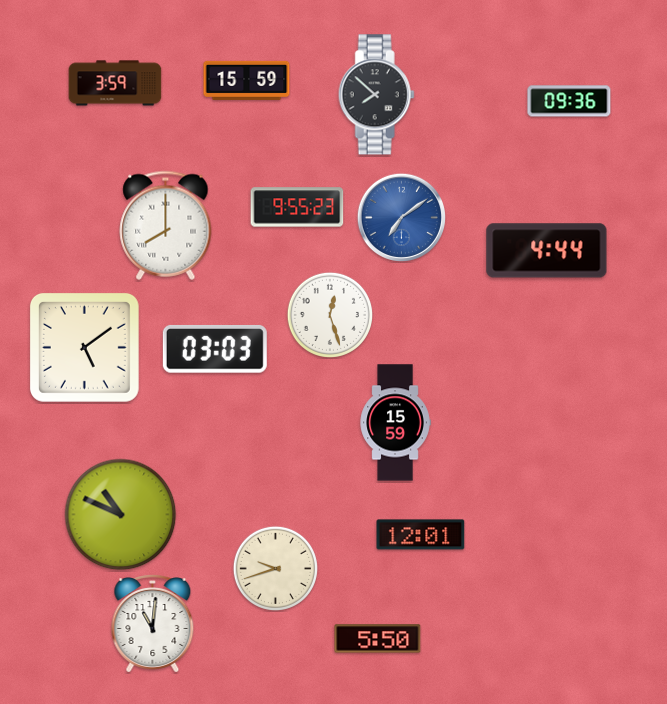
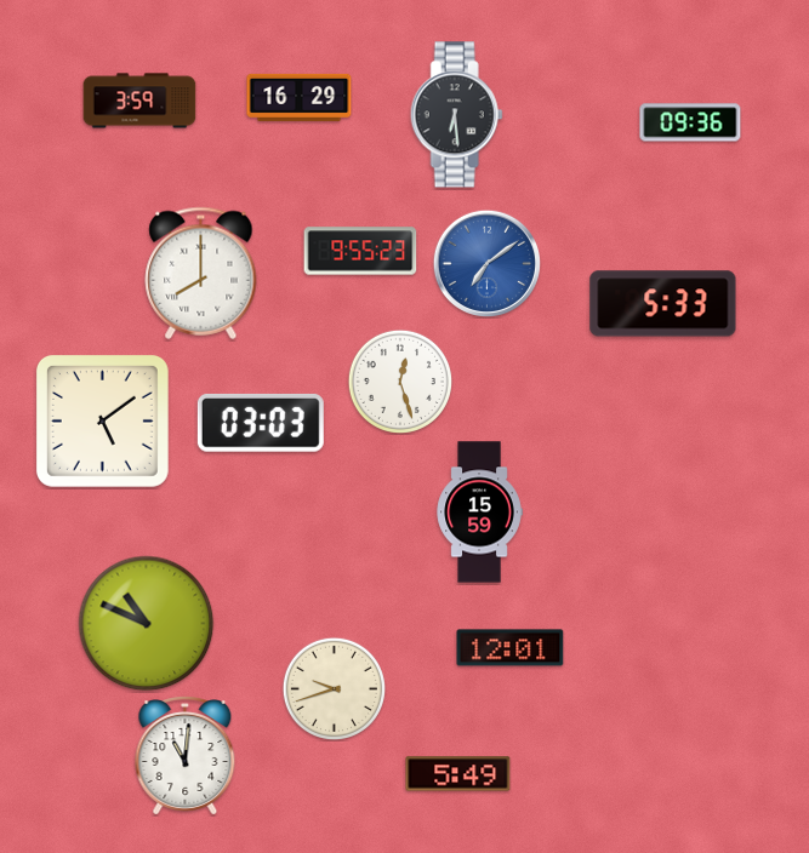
clock at (247, 80): 15:59 -> 16:29
clock at (376, 95): 7:52 -> 6:29
clock at (547, 251): 4:44 -> 5:33
clock at (378, 639): 5:50 -> 5:49
